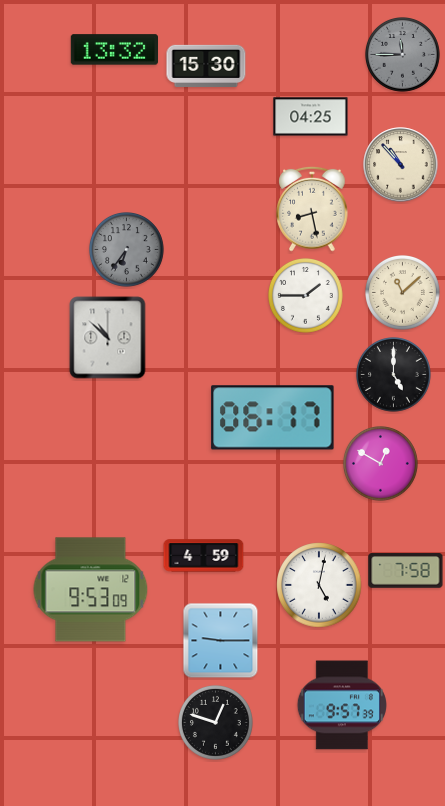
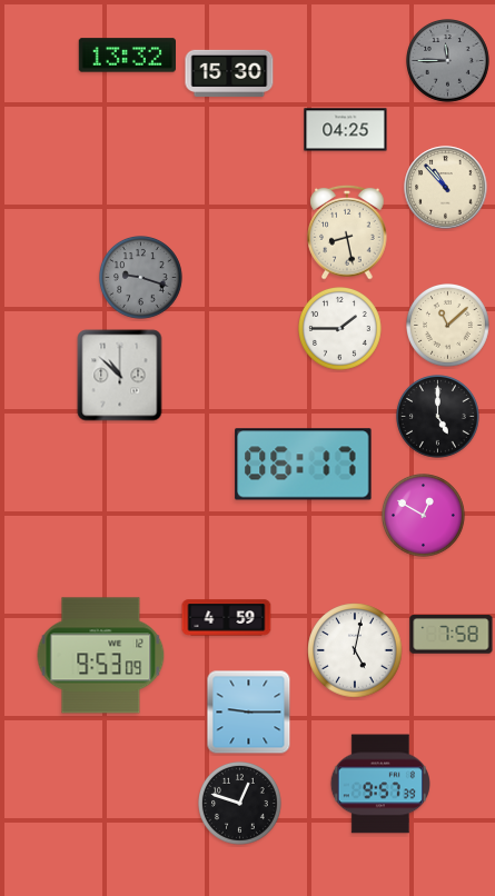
clock at (401, 165) position: (401, 165) -> (446, 188)
clock at (127, 250): 6:36 -> 9:18
clock at (221, 641) position: (221, 641) -> (249, 713)
